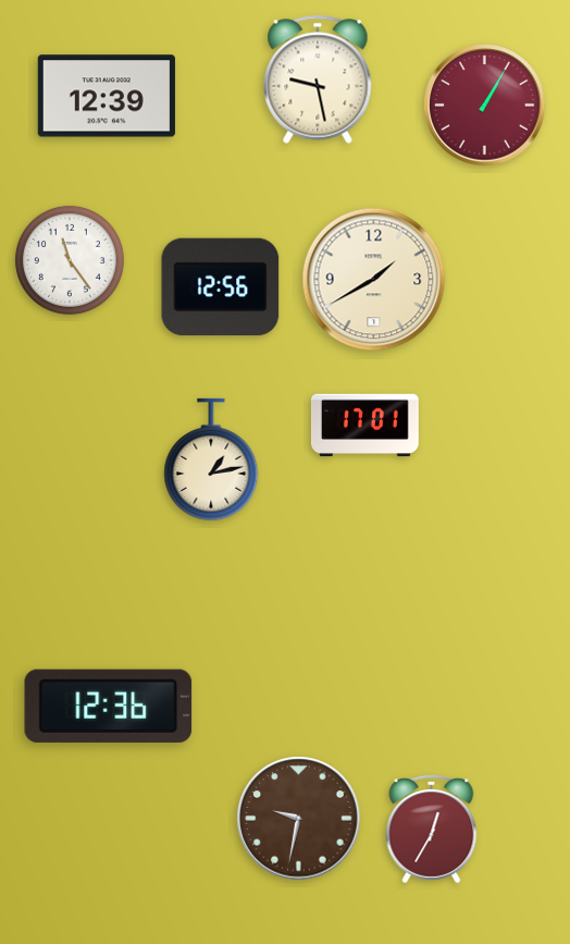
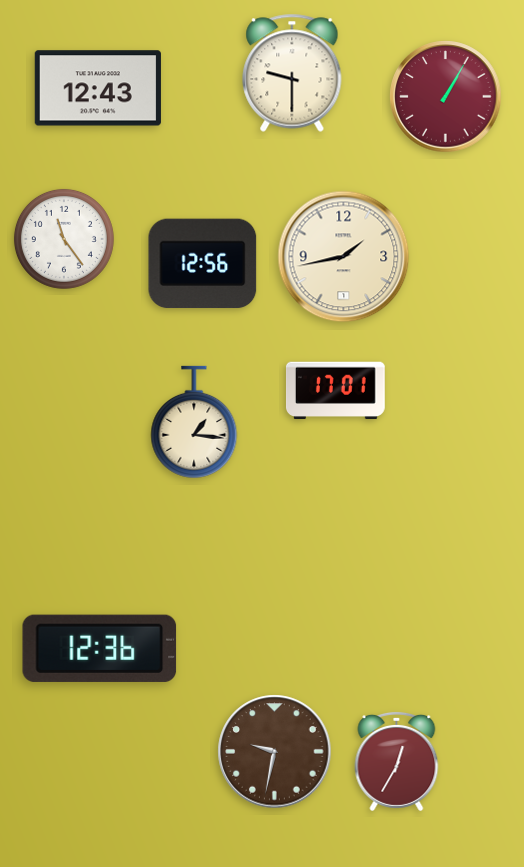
clock at (318, 79): 9:28 -> 9:30
clock at (107, 96): 12:39 -> 12:43
clock at (374, 280): 1:40 -> 1:43
clock at (211, 459): 1:13 -> 1:16
